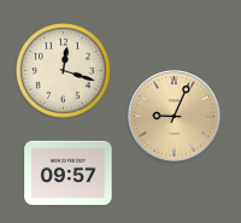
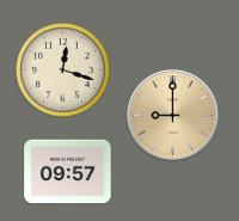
clock at (175, 117): 9:04 -> 9:00
